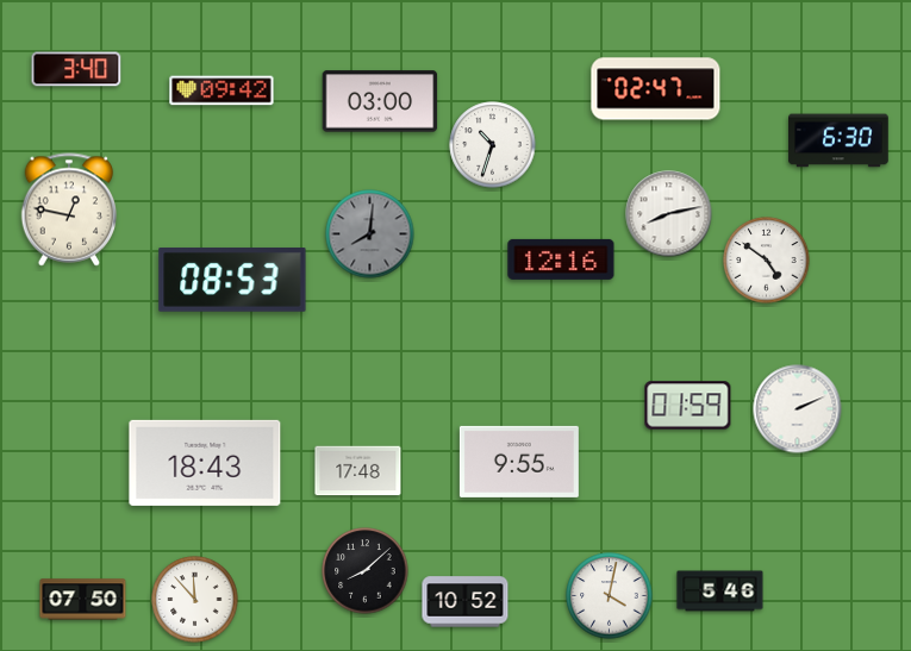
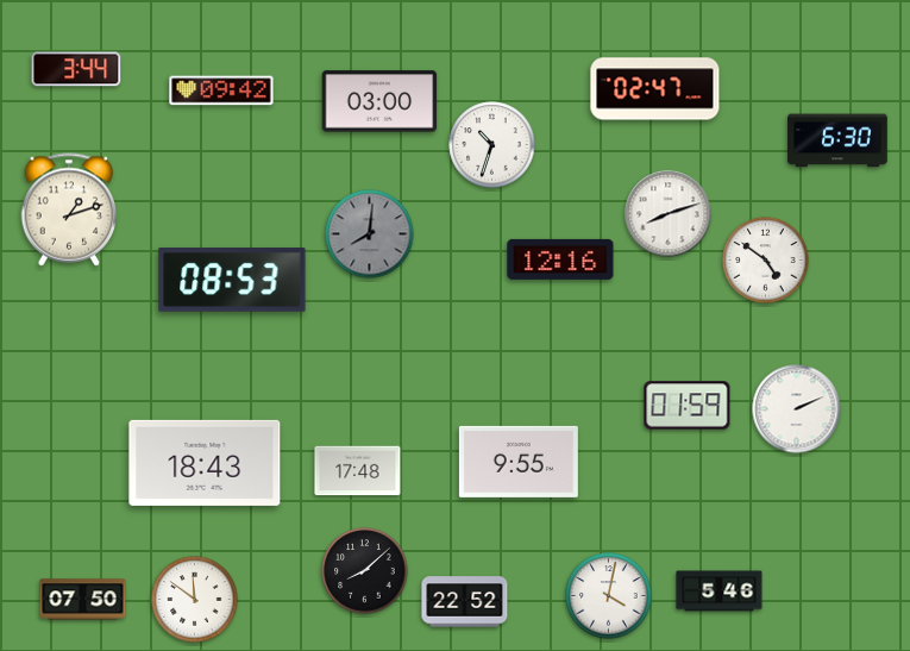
clock at (76, 69): 3:40 -> 3:44
clock at (69, 209): 12:47 -> 1:12
clock at (669, 214): 8:13 -> 8:12
clock at (195, 600): 11:53 -> 11:51
clock at (466, 602): 10:52 -> 22:52
